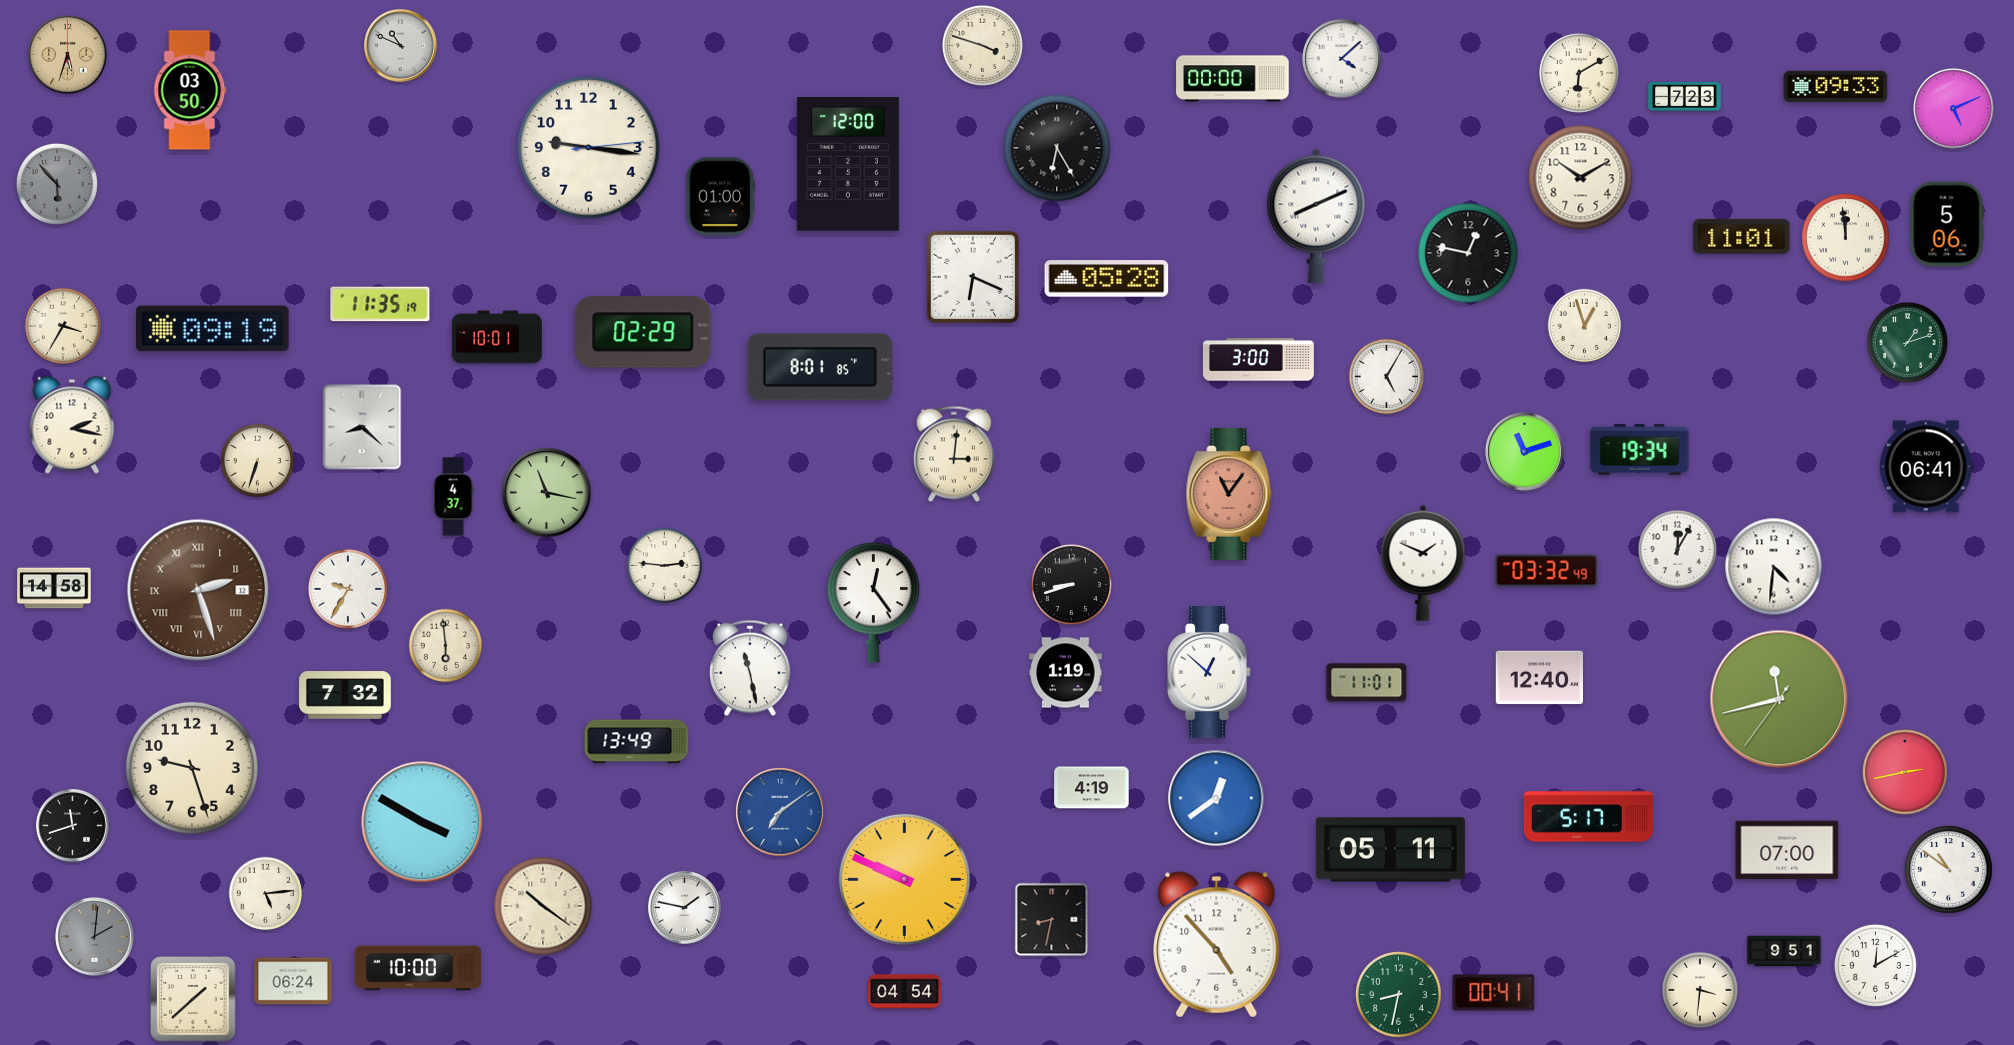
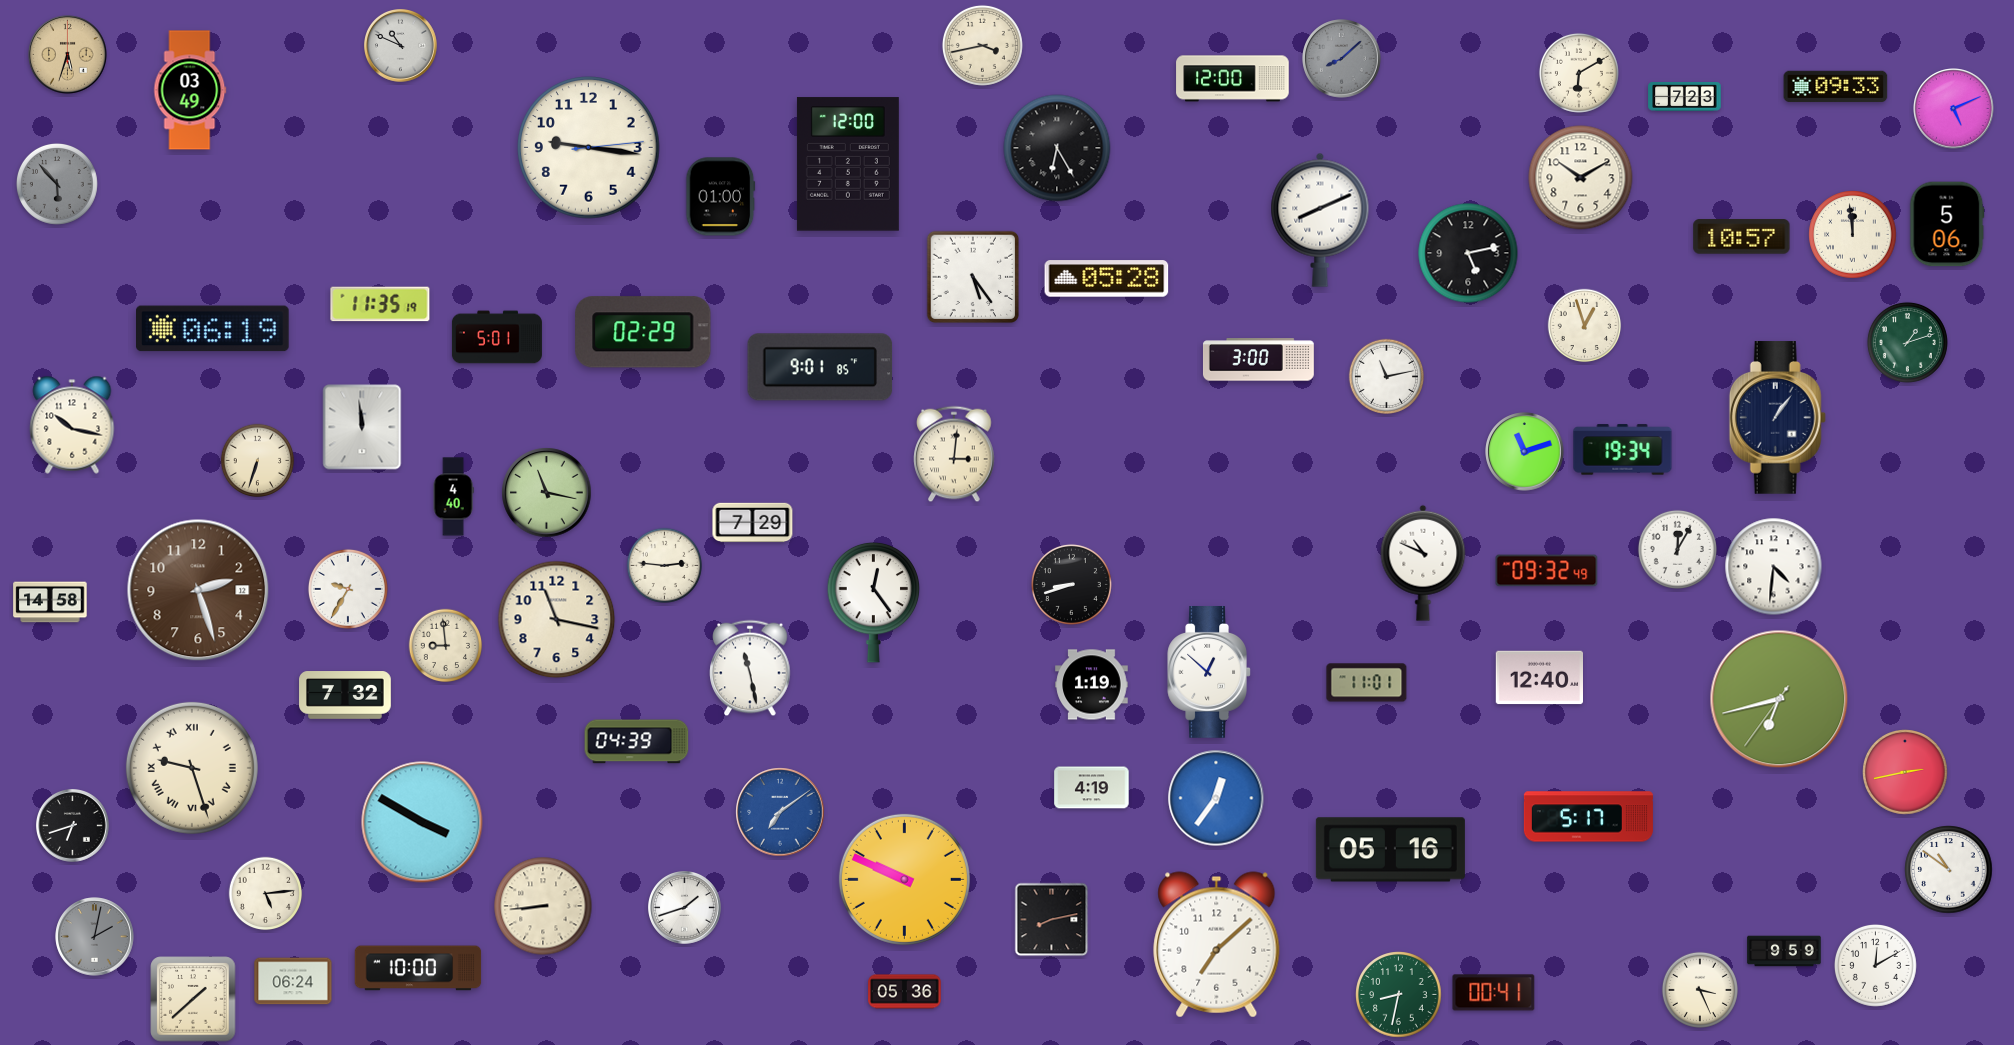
clock at (982, 45): 3:48 -> 3:43
clock at (1342, 59): 4:08 -> 8:08
clock at (1342, 59) dial: white -> grey
clock at (1233, 79): 00:00 -> 12:00
clock at (190, 90): 03:50 -> 03:49
clock at (1316, 216) position: (1316, 216) -> (1320, 220)
clock at (1742, 237): 11:01 -> 10:57
clock at (1846, 238) position: (1846, 238) -> (1853, 235)
clock at (1468, 253): 12:47 -> 5:13
clock at (973, 277): 6:19 -> 5:24
clock at (63, 326): 3:35 -> none
clock at (213, 329): 09:19 -> 06:19
clock at (497, 337): 10:01 -> 5:01
clock at (820, 367): 8:01 -> 9:01
clock at (1386, 376): 5:05 -> 11:13
clock at (1777, 418): none -> 1:06
clock at (72, 425): 2:17 -> 10:17
clock at (362, 427): 8:22 -> 11:59
clock at (1640, 450) position: (1640, 450) -> (1623, 450)
clock at (1926, 467): 06:41 -> none
clock at (1229, 495): 11:06 -> none
clock at (453, 497): 4:37 -> 4:40
clock at (753, 523): none -> 7:29
clock at (1423, 563): 1:49 -> 10:49
clock at (1547, 571): 03:32 -> 09:32
clock at (54, 588) position: (54, 588) -> (50, 602)
clock at (198, 590) numerals: Roman -> Arabic
clock at (557, 620): none -> 11:17
clock at (446, 646): 5:59 -> 8:59
clock at (1066, 673) position: (1066, 673) -> (1092, 685)
clock at (1779, 699): 11:42 -> 6:42
clock at (637, 742): 13:49 -> 04:39
clock at (192, 768) numerals: Arabic -> Roman
clock at (1216, 798): 12:39 -> 12:36
clock at (73, 826): 11:42 -> 6:42
clock at (1390, 850): 05:11 -> 05:16
clock at (1787, 850): 07:00 -> none
clock at (543, 906): 10:21 -> 8:44
clock at (685, 908): 1:47 -> 1:42
clock at (1052, 920): 8:32 -> 8:13
clock at (95, 937): 2:01 -> 2:02
clock at (1217, 945): 4:53 -> 7:08
clock at (1784, 951): 9:51 -> 9:59
clock at (1700, 990): 3:31 -> 3:26
clock at (905, 992): 04:54 -> 05:36
